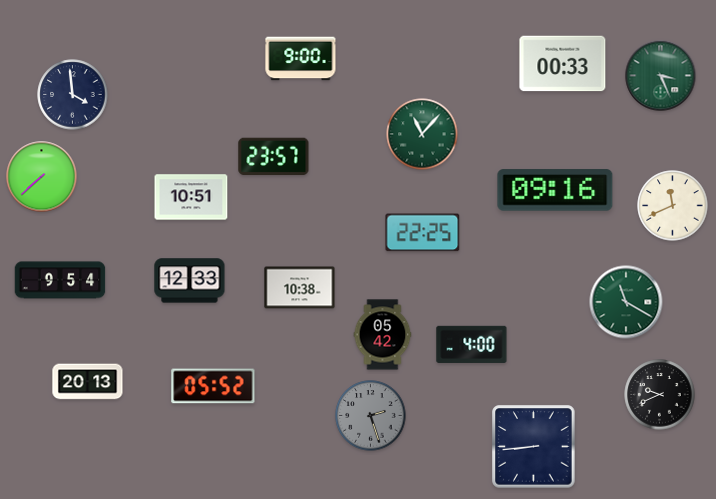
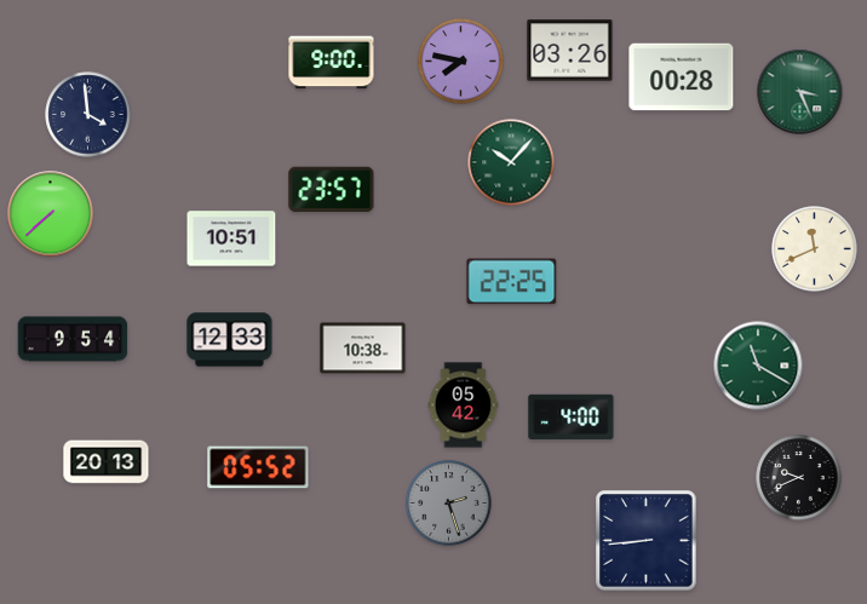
clock at (570, 51): none -> 03:26
clock at (461, 62): none -> 7:47
clock at (301, 59) position: (301, 59) -> (332, 63)
clock at (563, 64): 00:33 -> 00:28
clock at (422, 134): 11:07 -> 10:07
clock at (555, 190): 09:16 -> none
